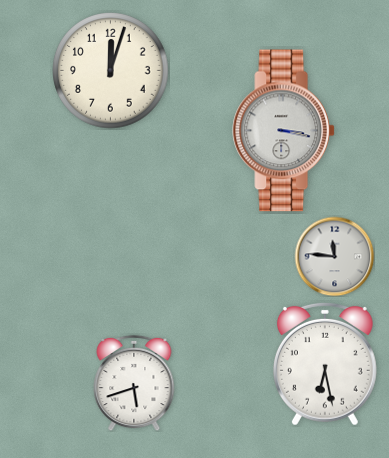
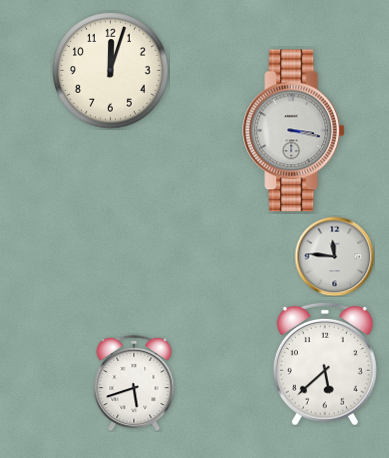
clock at (284, 131) position: (284, 131) -> (294, 131)
clock at (325, 364): 6:28 -> 5:38
